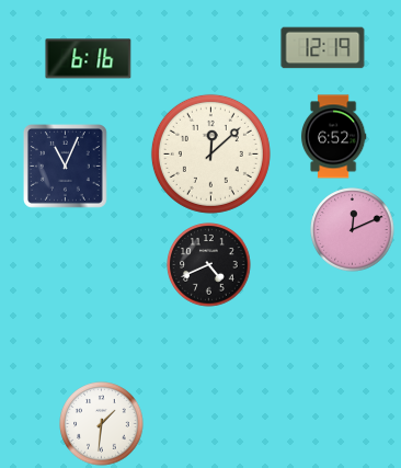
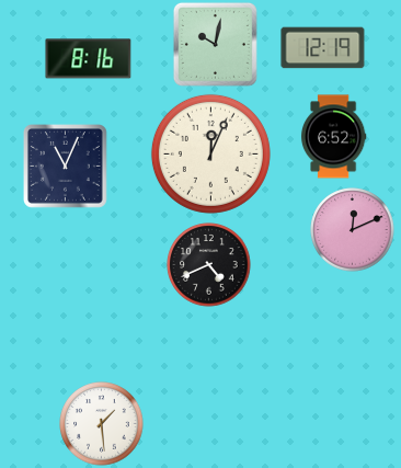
clock at (215, 44): none -> 10:02
clock at (89, 59): 6:16 -> 8:16
clock at (210, 153): 12:08 -> 12:04
clock at (102, 424): 1:31 -> 1:29
